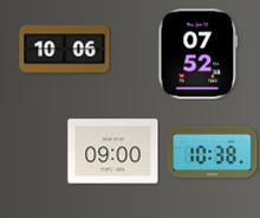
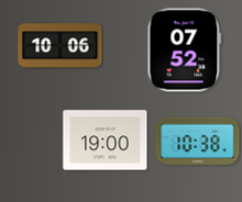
clock at (113, 152): 09:00 -> 19:00
